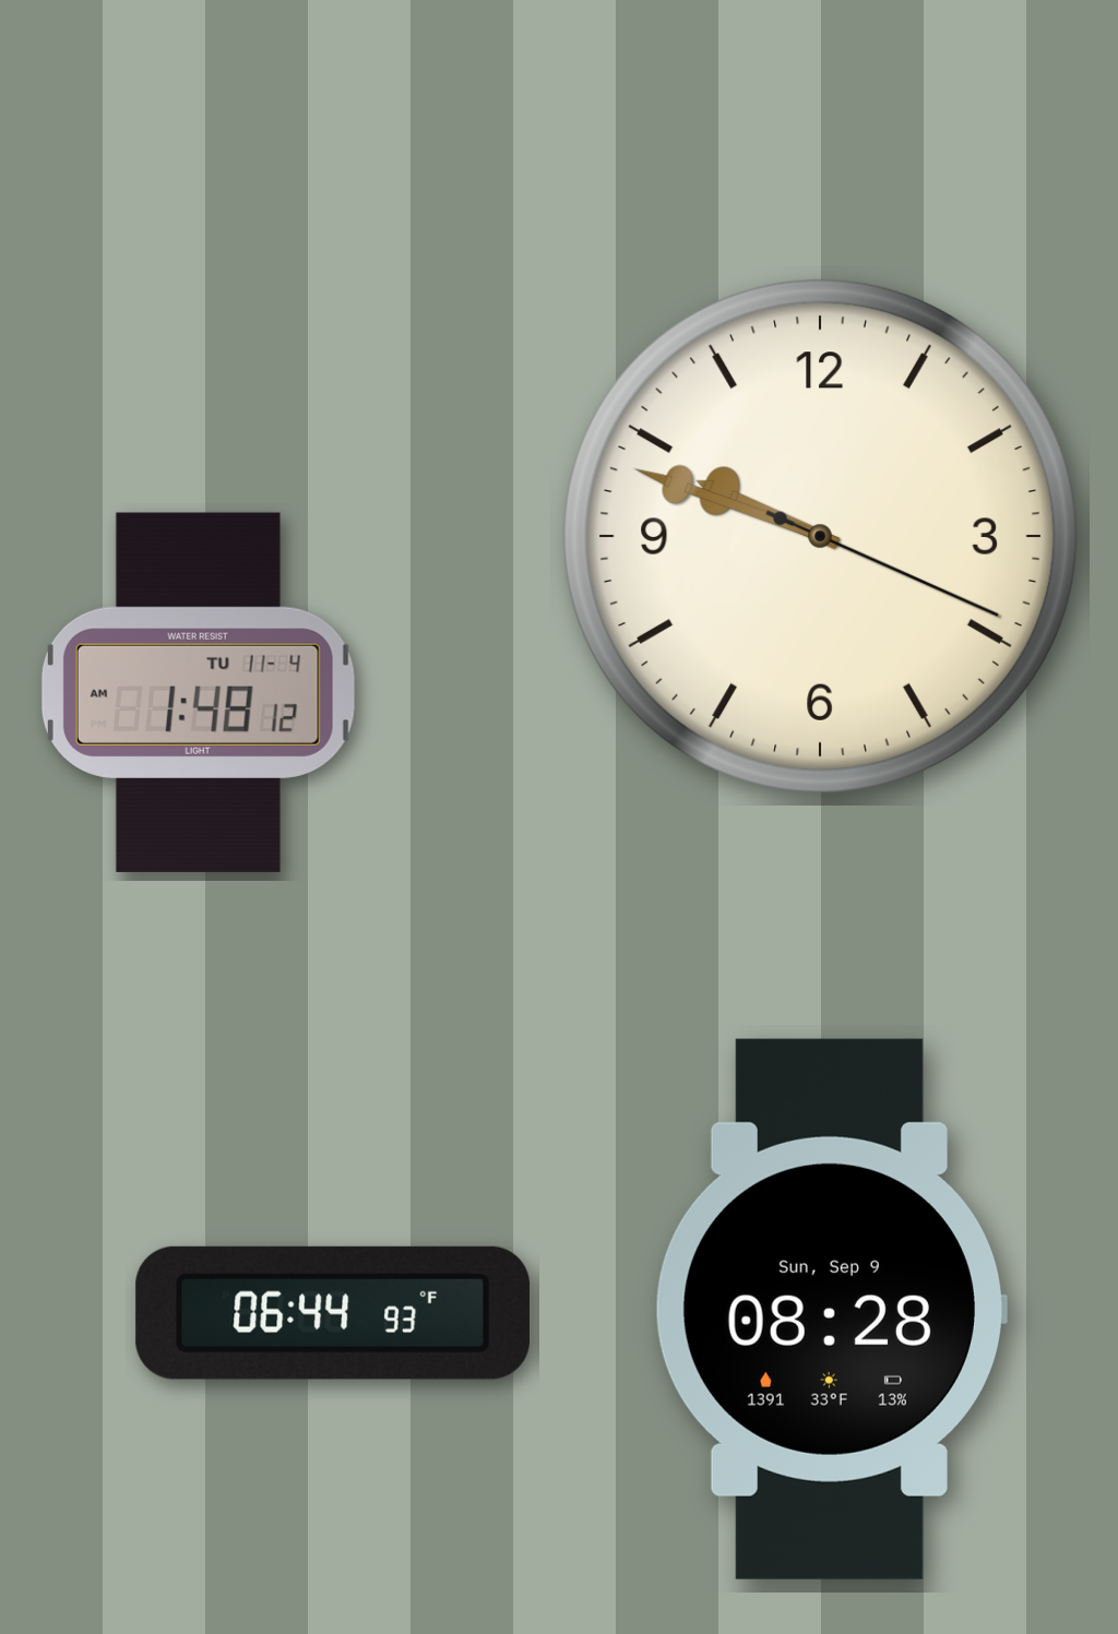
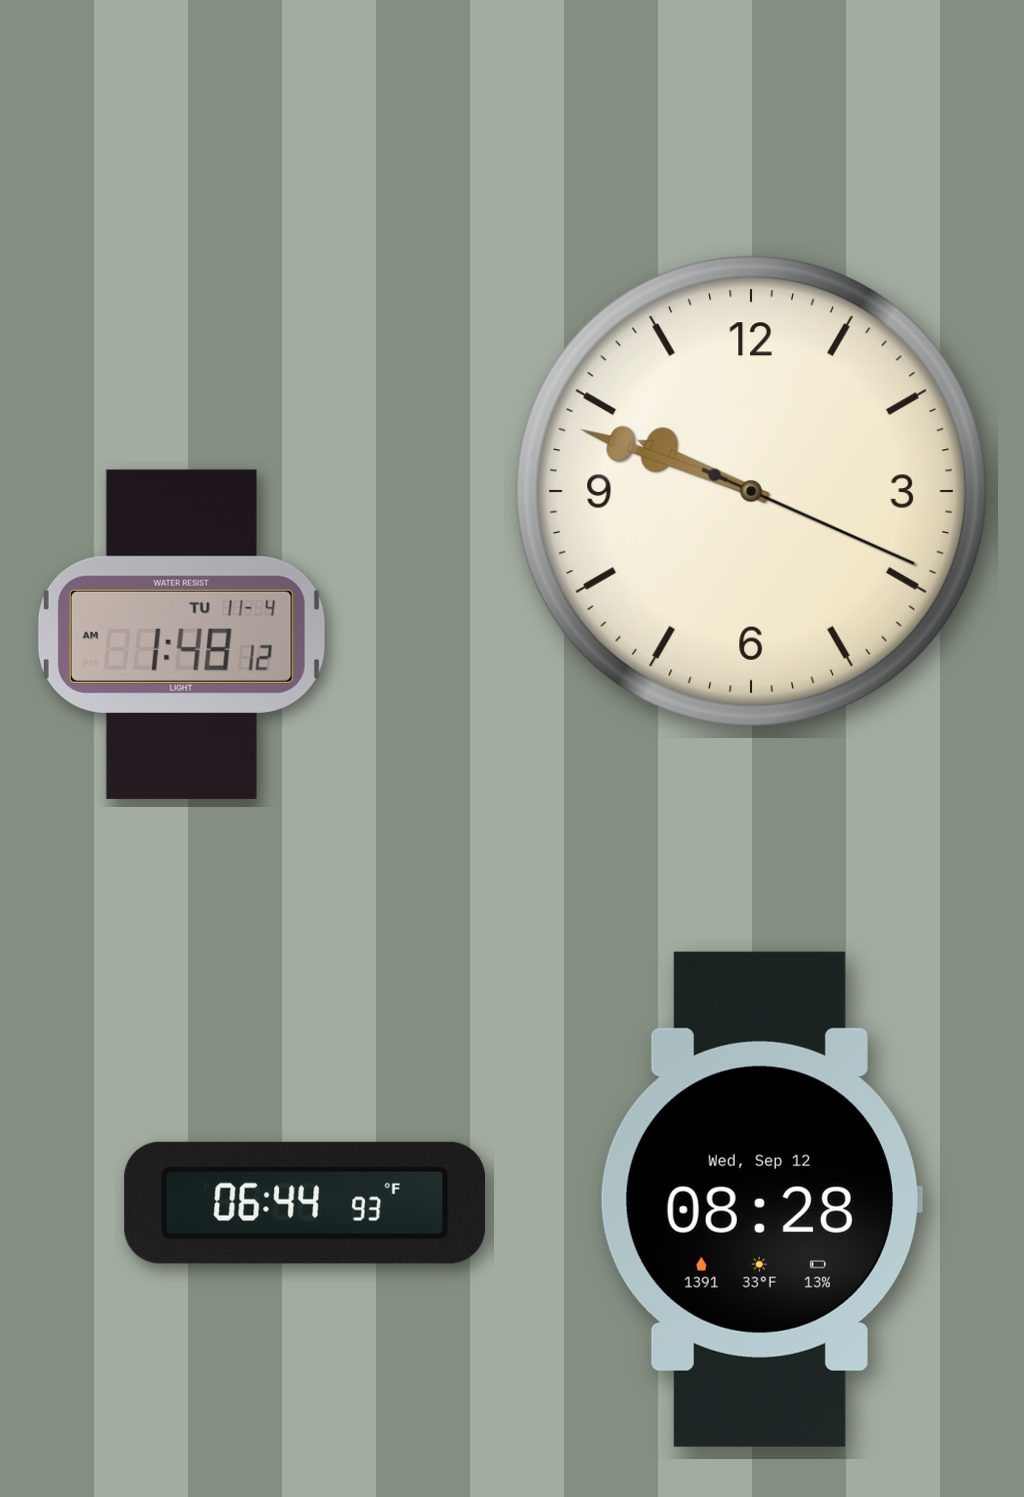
clock at (831, 1309) date: Sun, Sep 9 -> Wed, Sep 12
